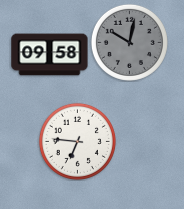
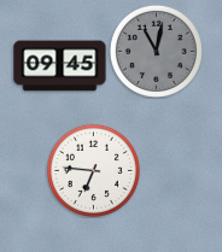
clock at (129, 42): 10:02 -> 11:02
clock at (50, 55): 09:58 -> 09:45
